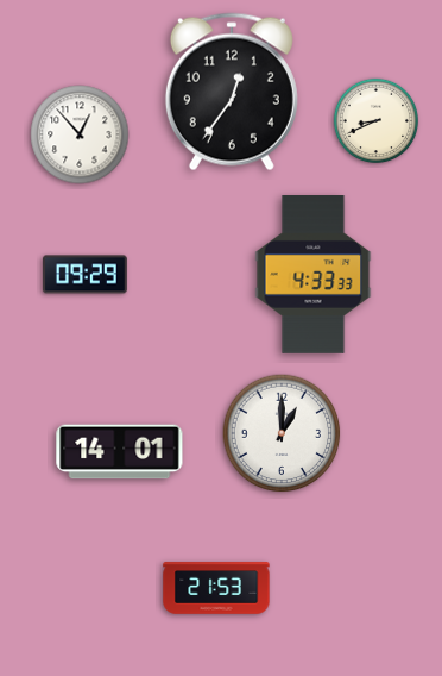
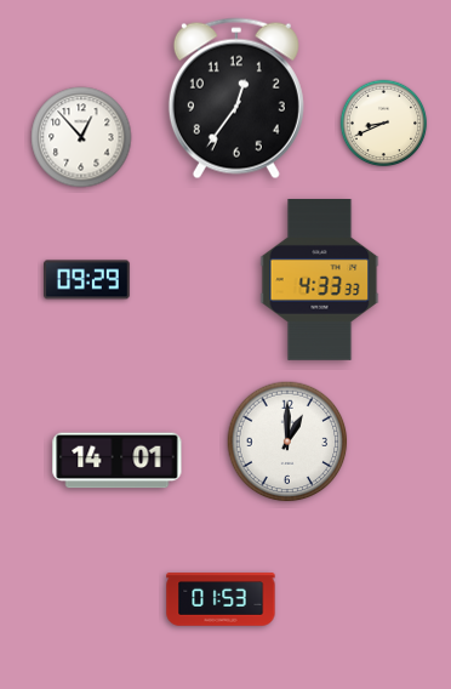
clock at (232, 92) position: (232, 92) -> (236, 98)
clock at (120, 452) position: (120, 452) -> (118, 461)
clock at (216, 588): 21:53 -> 01:53
